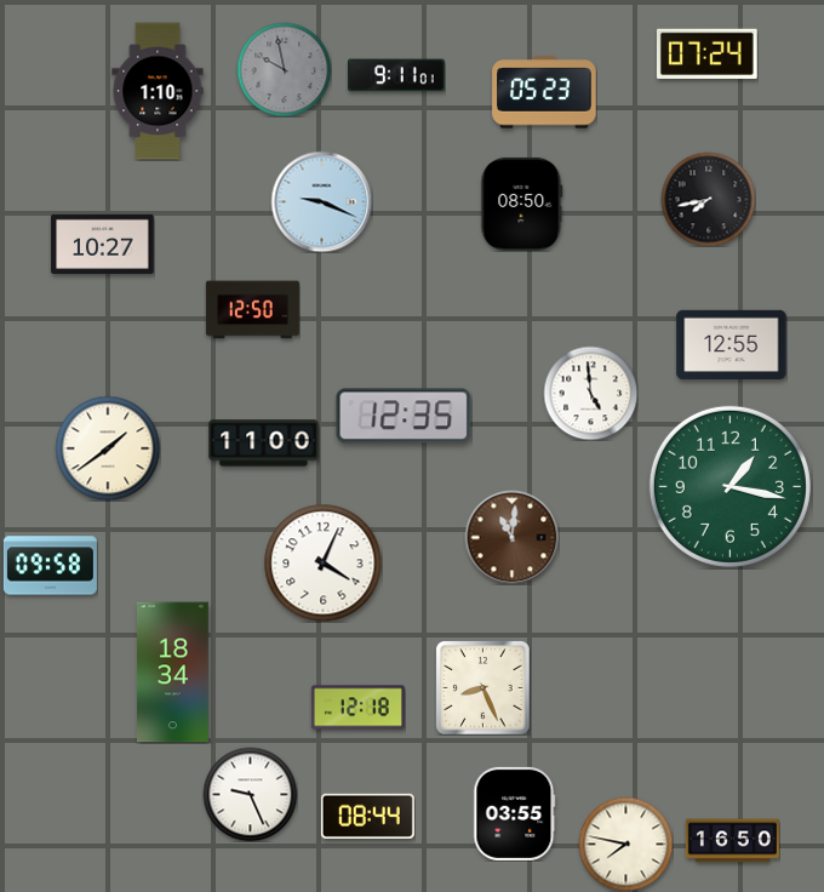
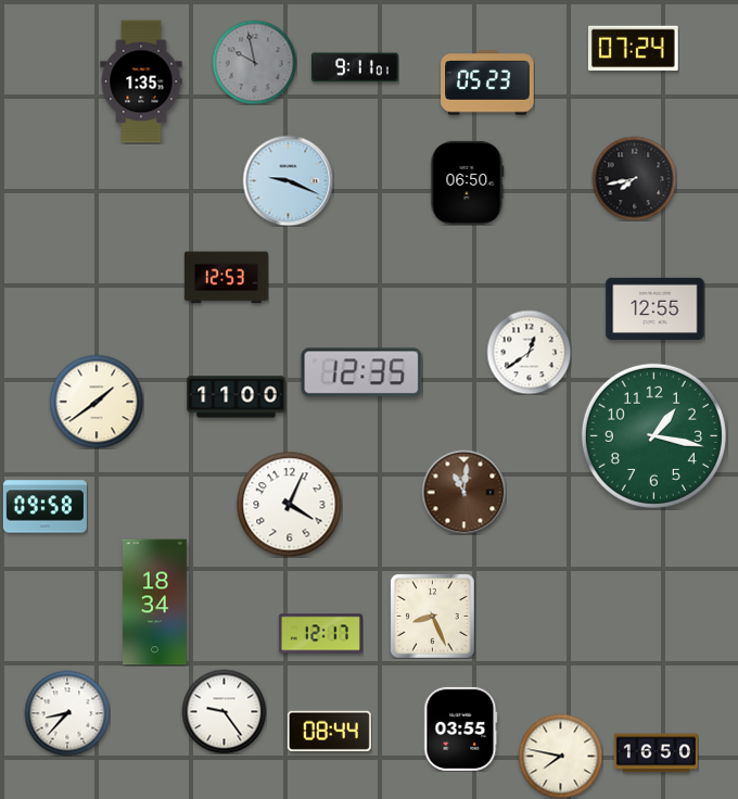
clock at (158, 91): 1:10 -> 1:35
clock at (522, 204): 08:50 -> 06:50
clock at (103, 244): 10:27 -> none
clock at (252, 310): 12:50 -> 12:53
clock at (590, 393): 4:59 -> 12:39
clock at (511, 537) position: (511, 537) -> (463, 492)
clock at (357, 708): 12:18 -> 12:17
clock at (250, 794): 9:26 -> 9:24
clock at (67, 713): none -> 8:37
